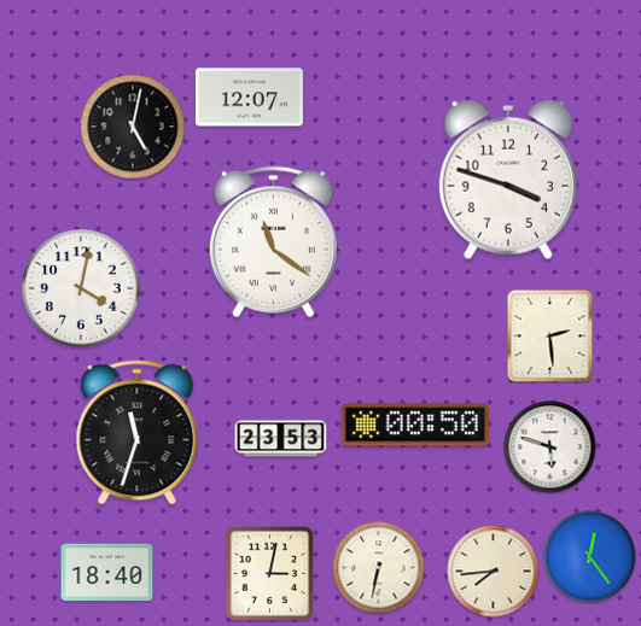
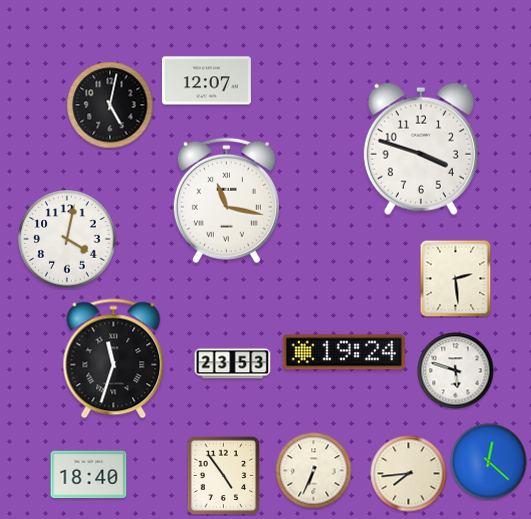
clock at (273, 242): 11:21 -> 11:17
clock at (415, 425): 00:50 -> 19:24
clock at (590, 557): 12:24 -> 12:22
clock at (379, 568): 6:32 -> 6:34
clock at (270, 573): 3:02 -> 4:54
